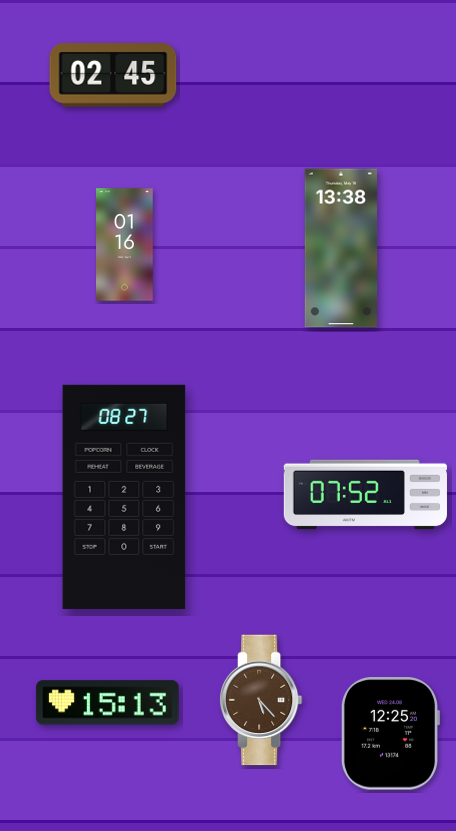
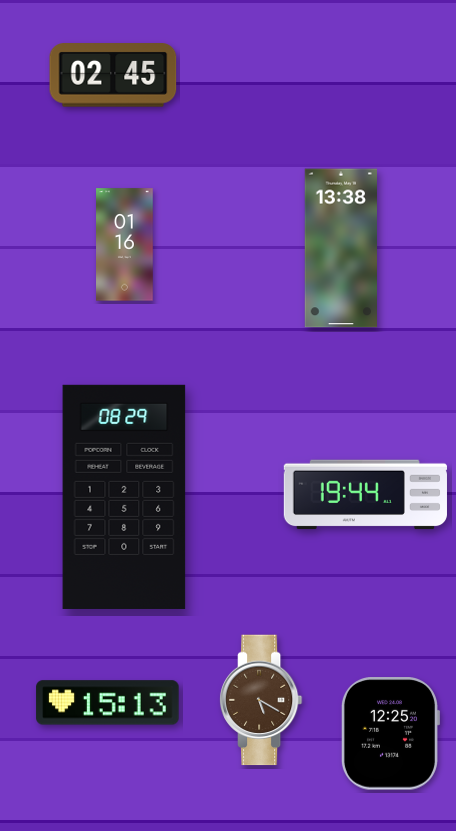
clock at (365, 495): 07:52 -> 19:44
clock at (124, 497): 08:27 -> 08:29
clock at (261, 700): 5:23 -> 5:20
